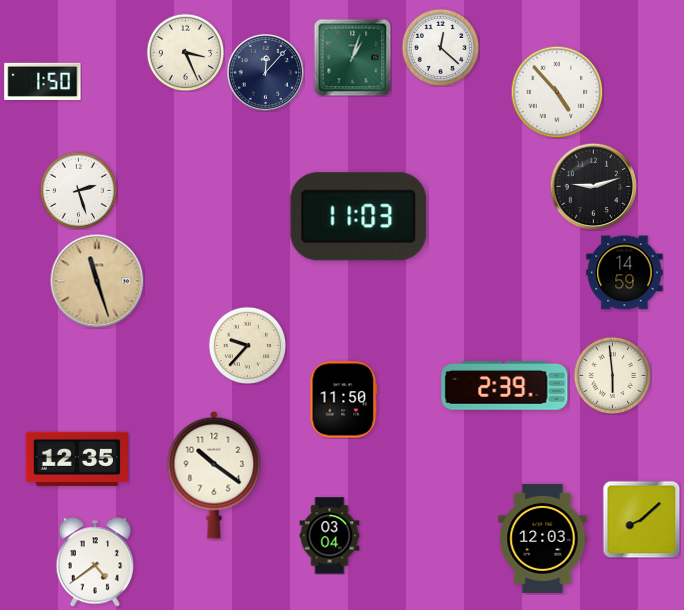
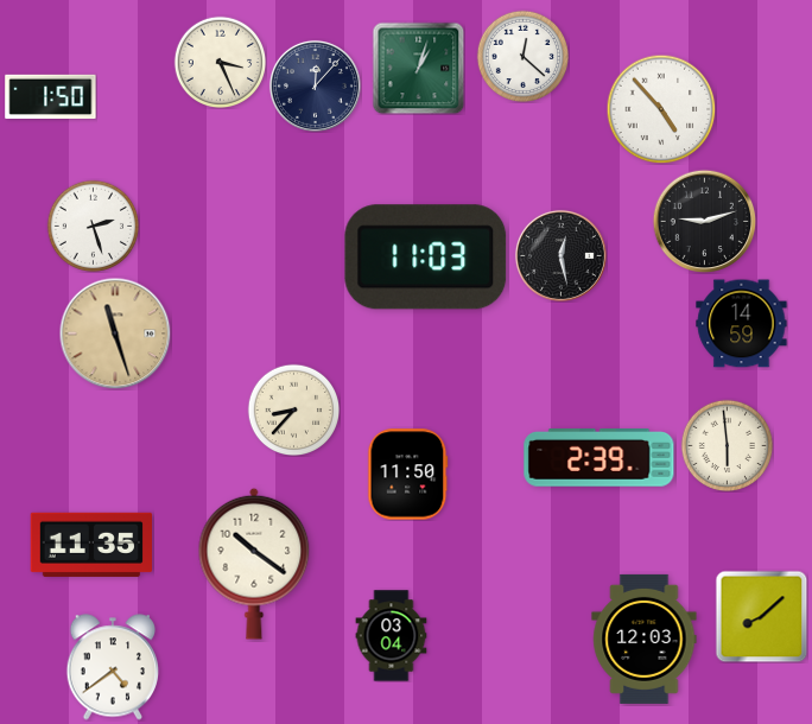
clock at (560, 255): none -> 12:28
clock at (247, 345): 9:37 -> 8:37
clock at (76, 459): 12:35 -> 11:35
